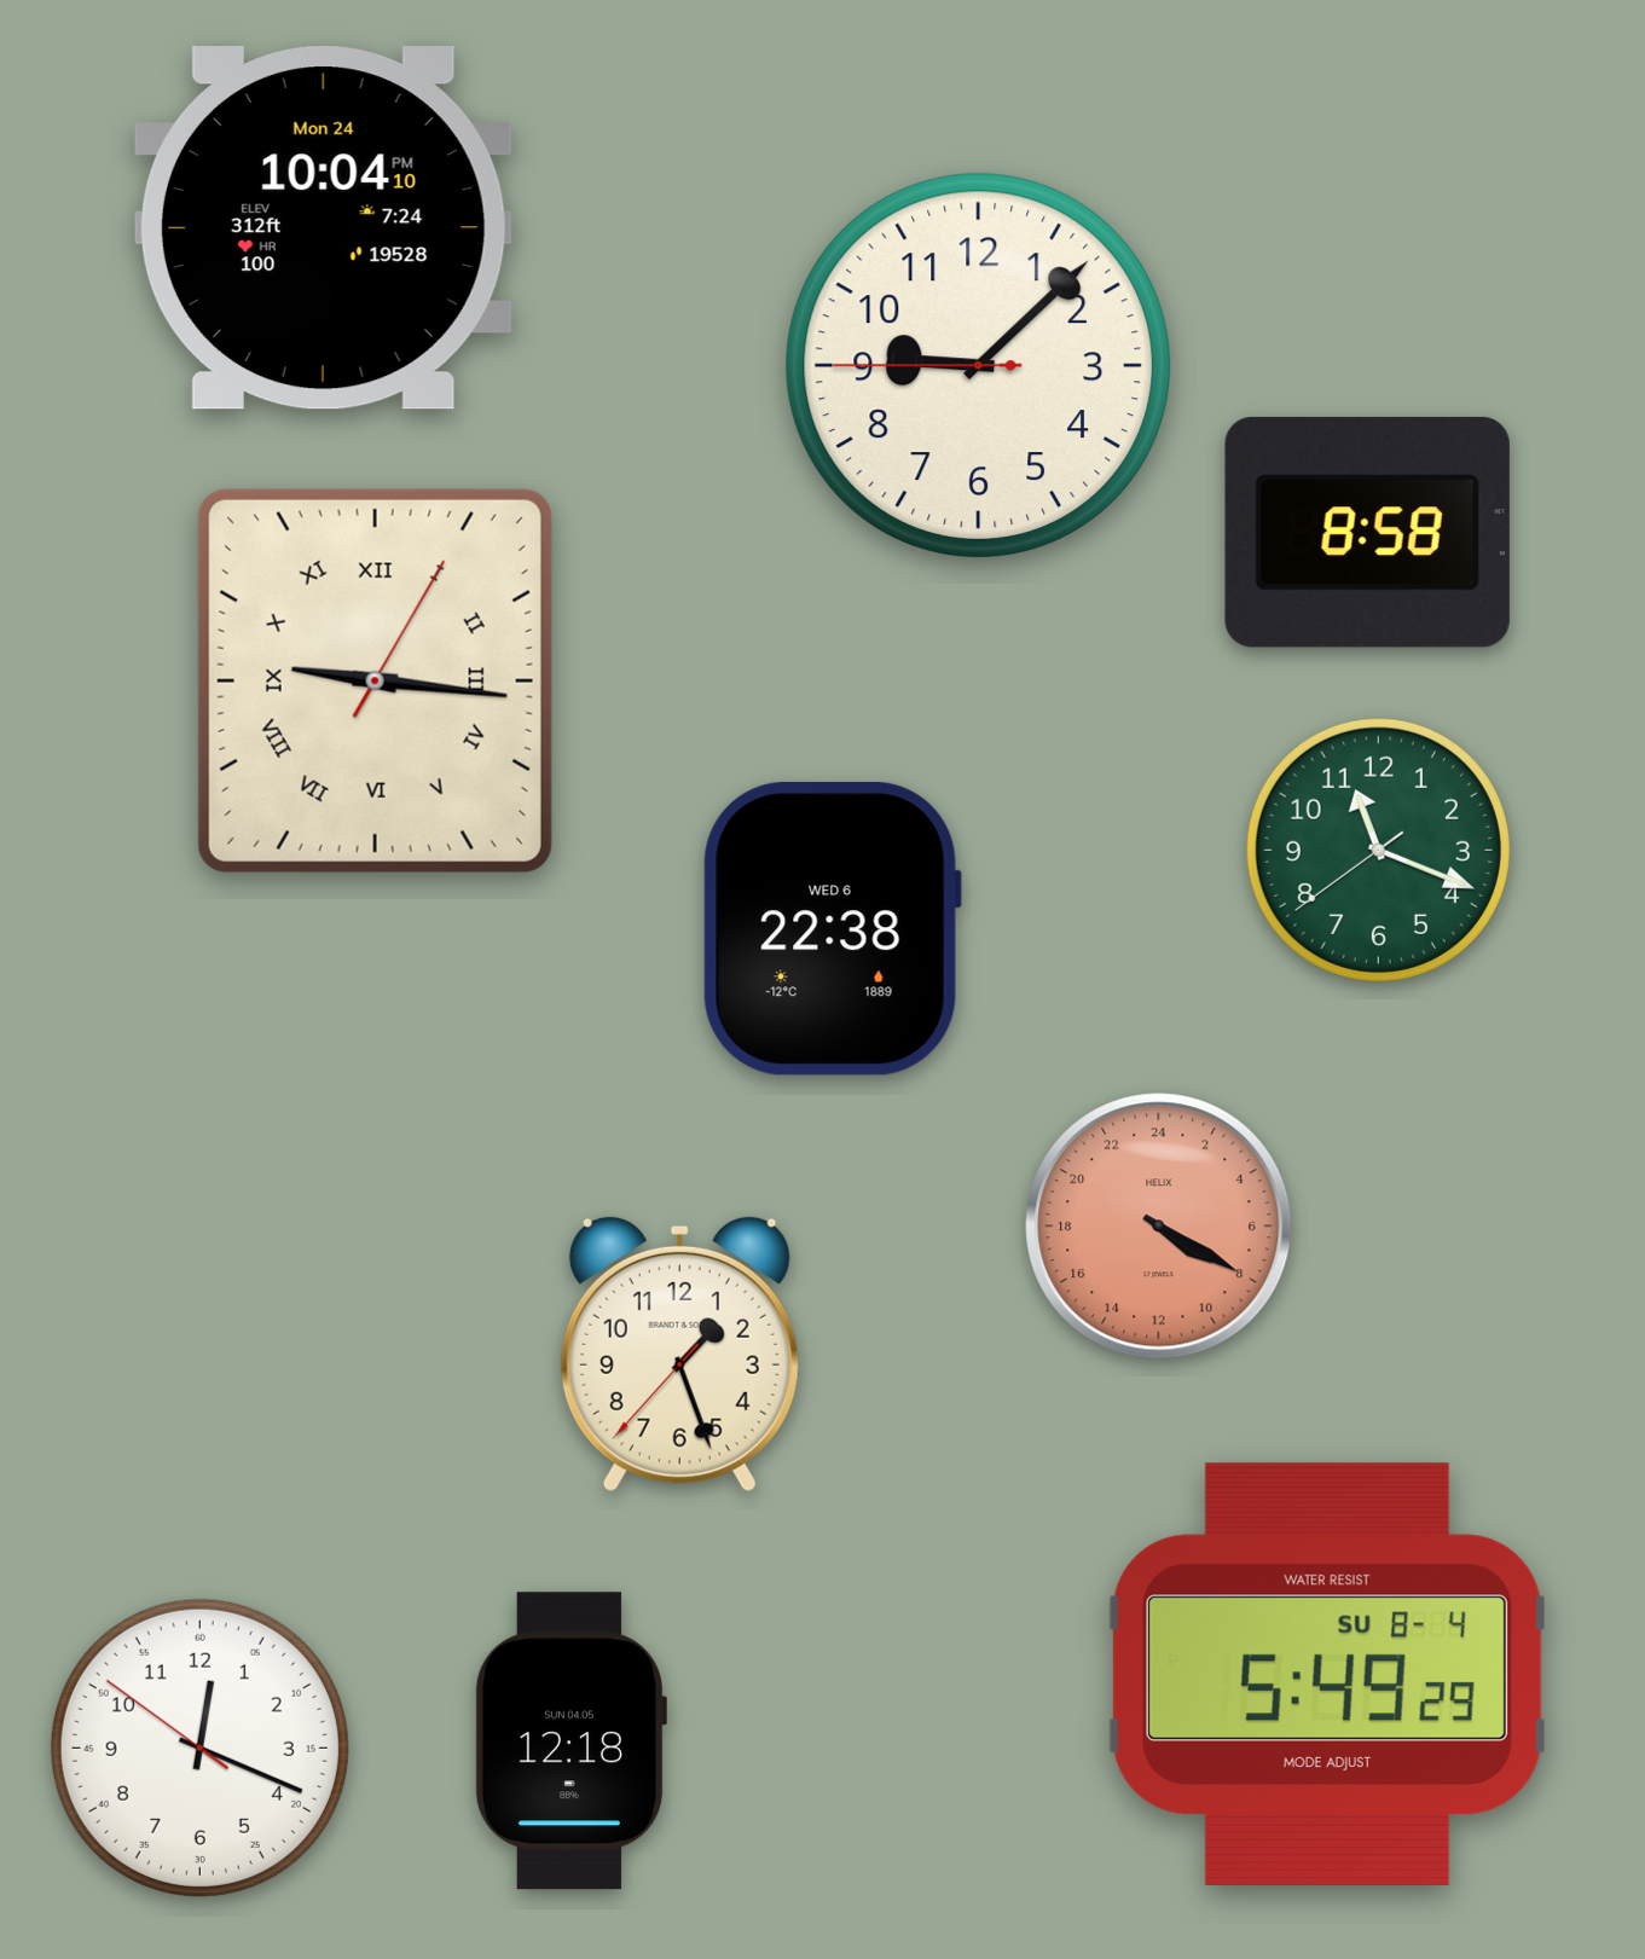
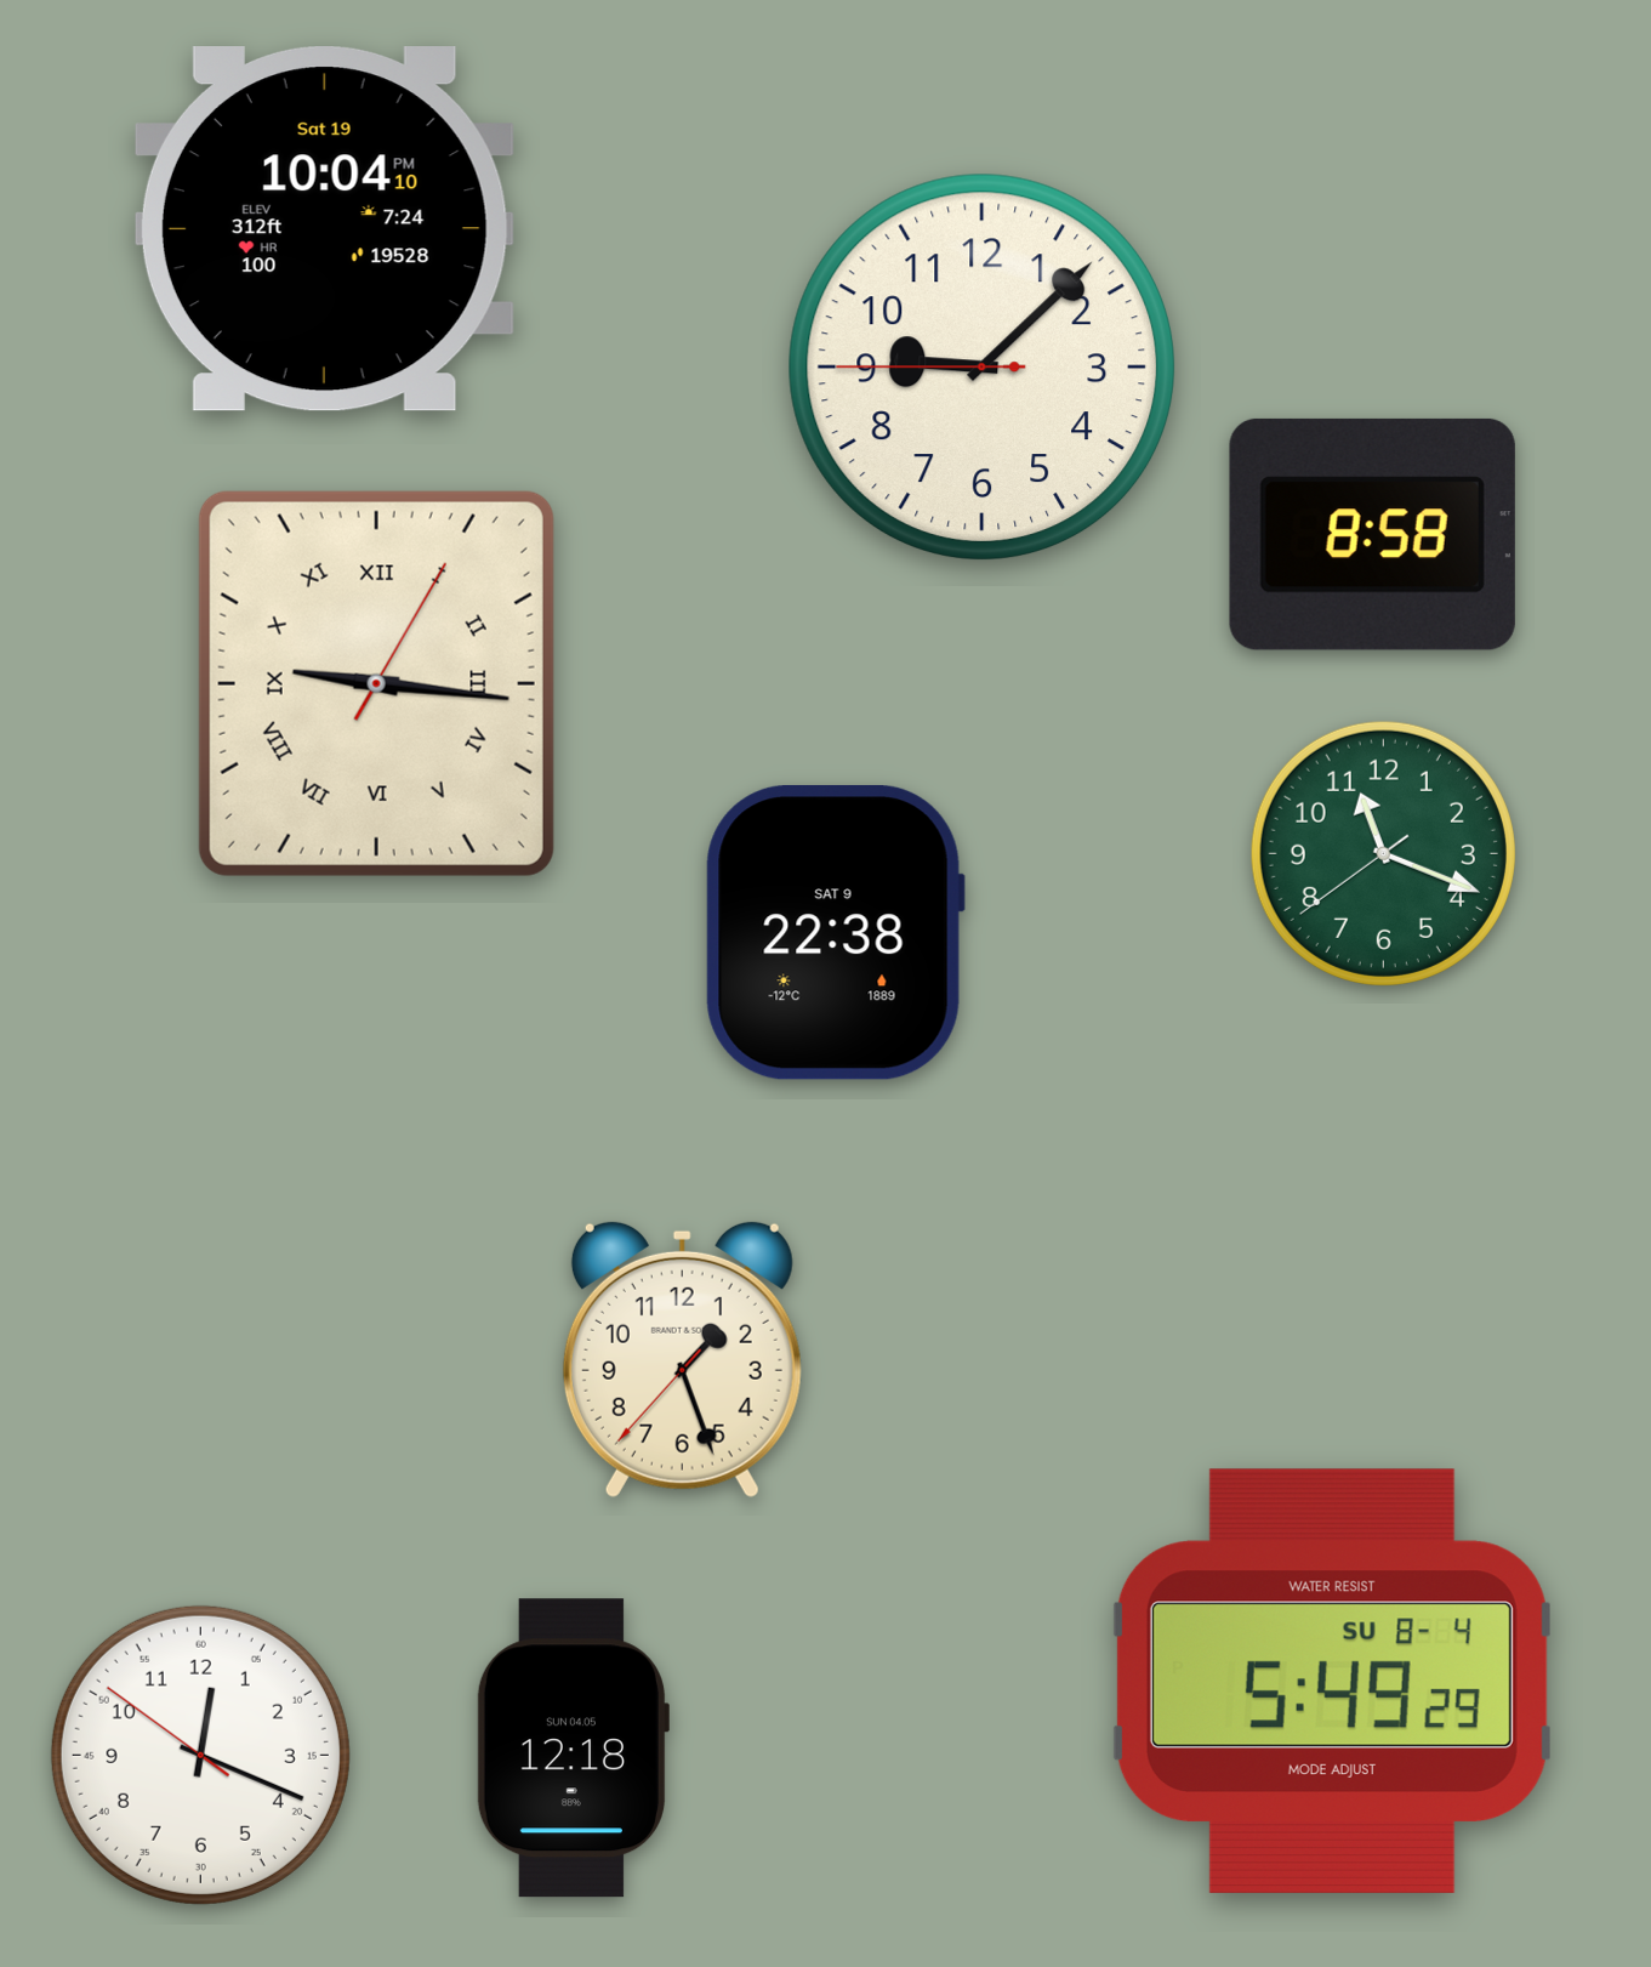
clock at (323, 228) date: Mon 24 -> Sat 19
clock at (832, 928) date: WED 6 -> SAT 9
clock at (1159, 1227): 8:20 -> none
